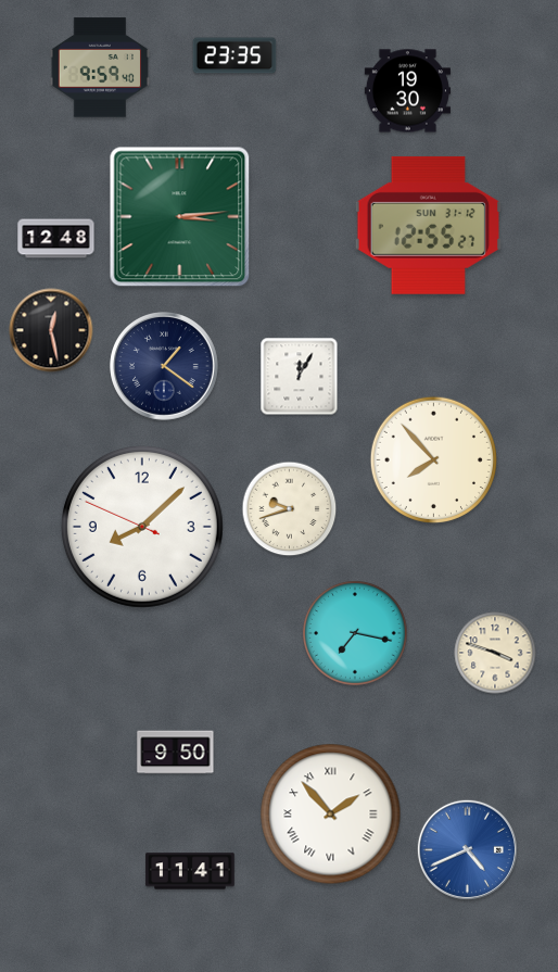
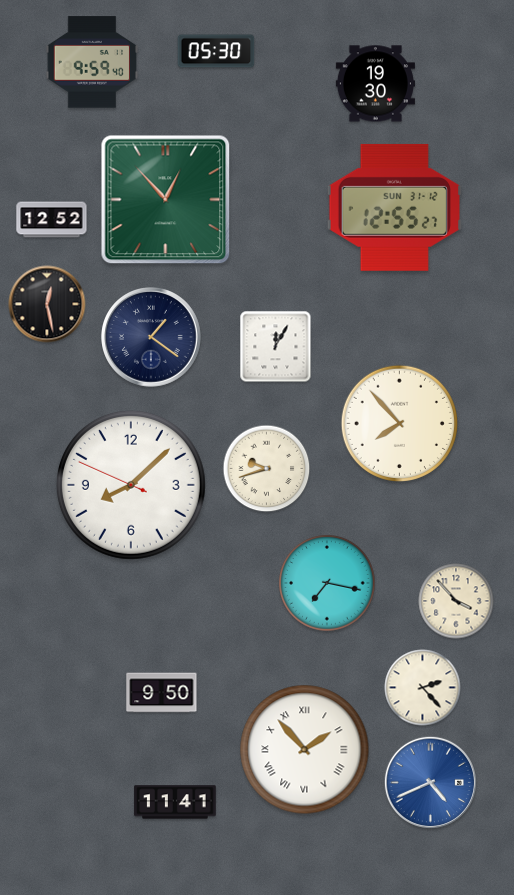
clock at (234, 55): 23:35 -> 05:30
clock at (180, 217): 3:14 -> 12:53
clock at (56, 239): 12:48 -> 12:52
clock at (495, 653): 3:48 -> 3:53
clock at (423, 688): none -> 2:23
